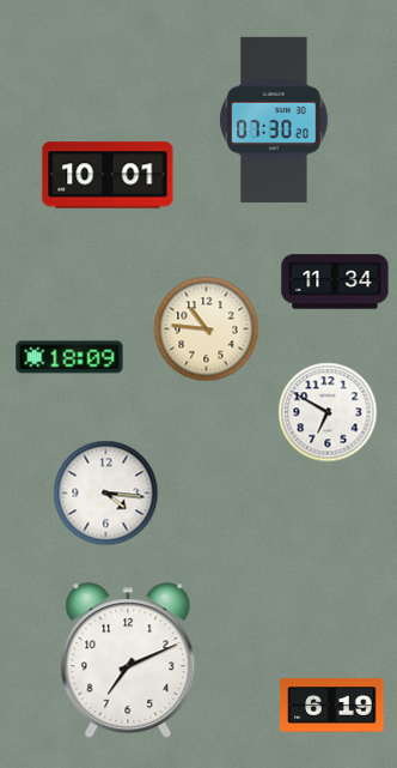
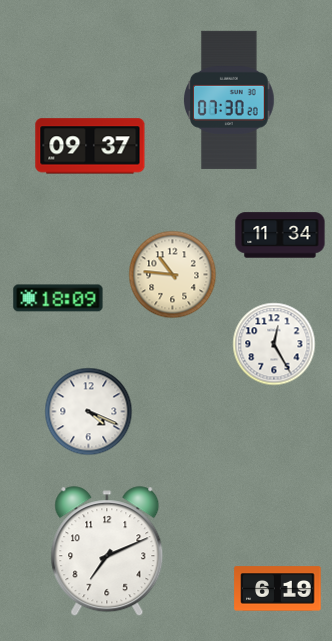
clock at (108, 175): 10:01 -> 09:37
clock at (328, 412): 6:50 -> 12:25
clock at (106, 494): 4:16 -> 4:19
